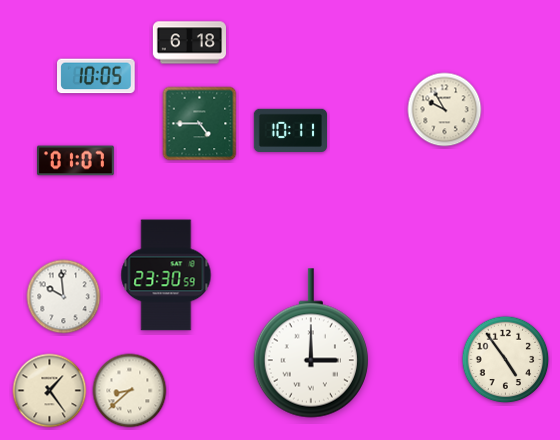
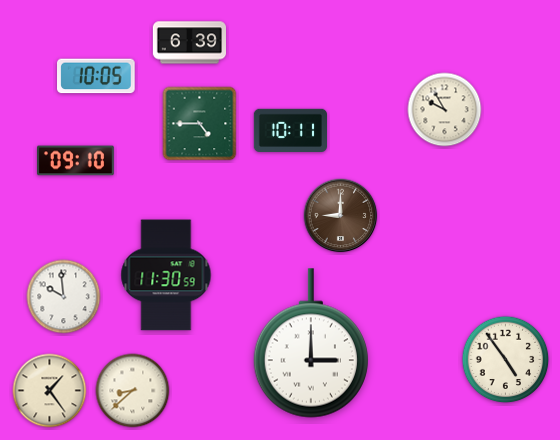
clock at (189, 43): 6:18 -> 6:39
clock at (76, 161): 01:07 -> 09:10
clock at (341, 216): none -> 9:00
clock at (166, 275): 23:30 -> 11:30
clock at (130, 391) position: (130, 391) -> (133, 391)
